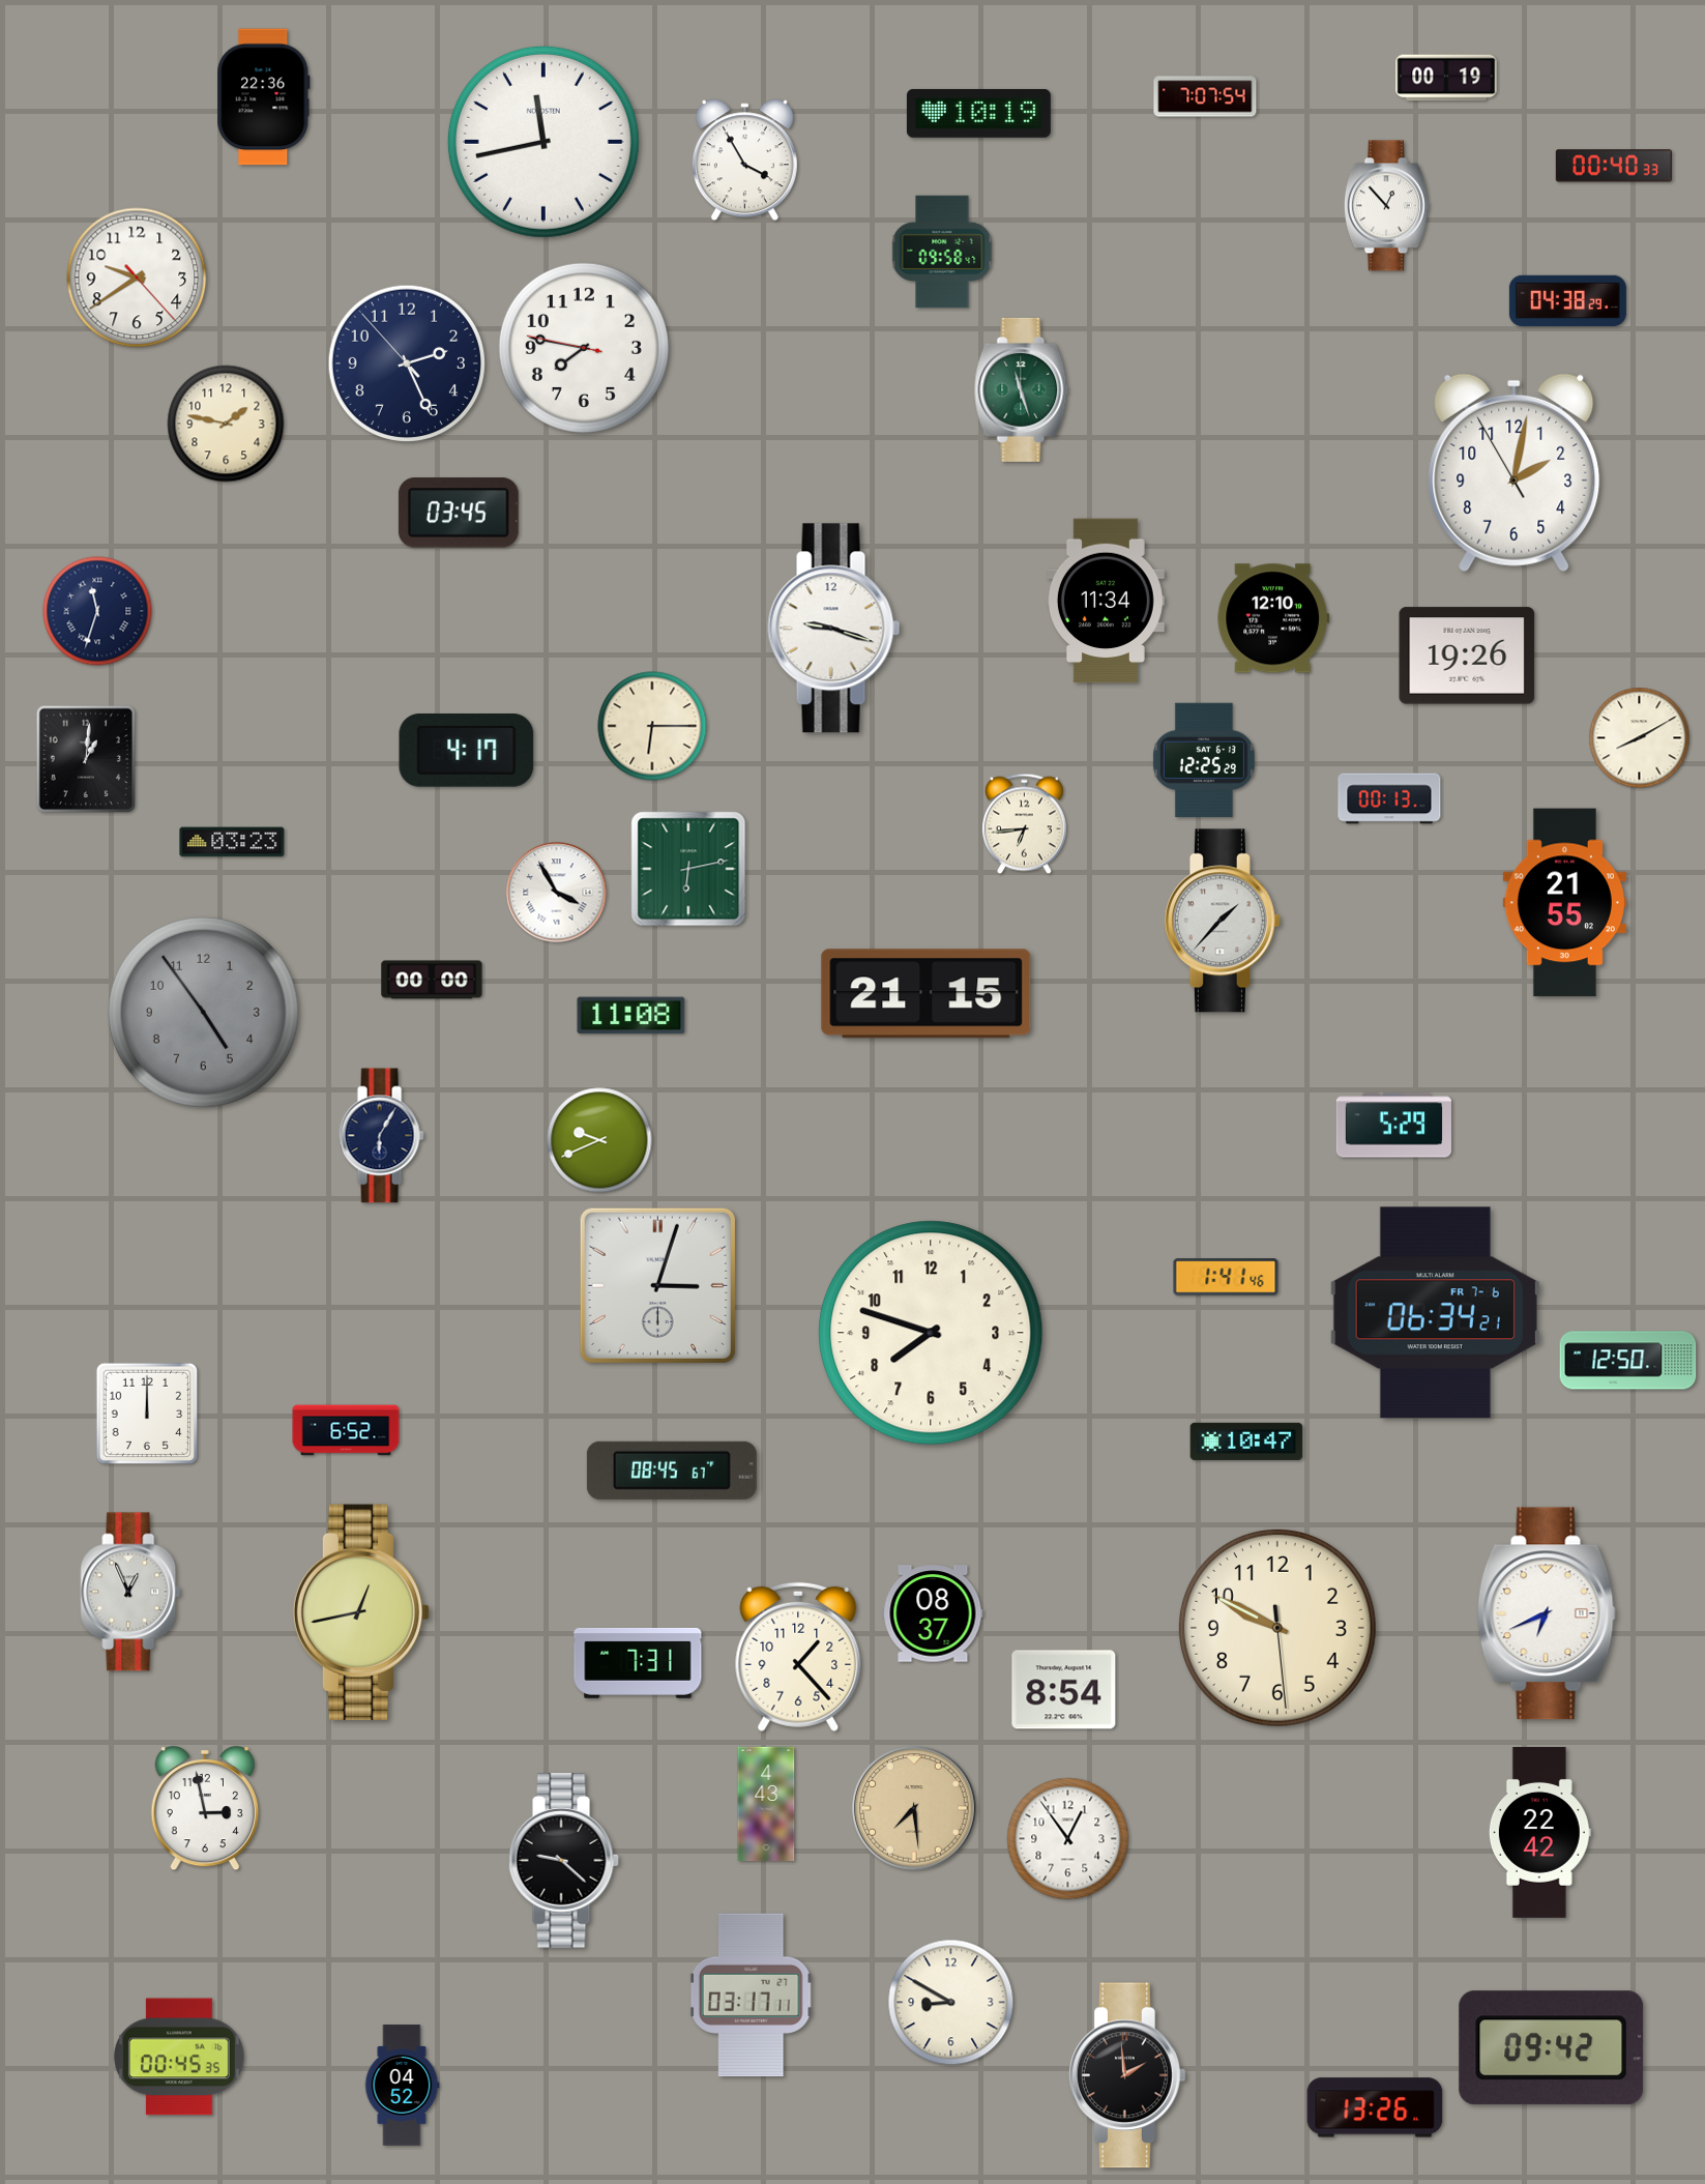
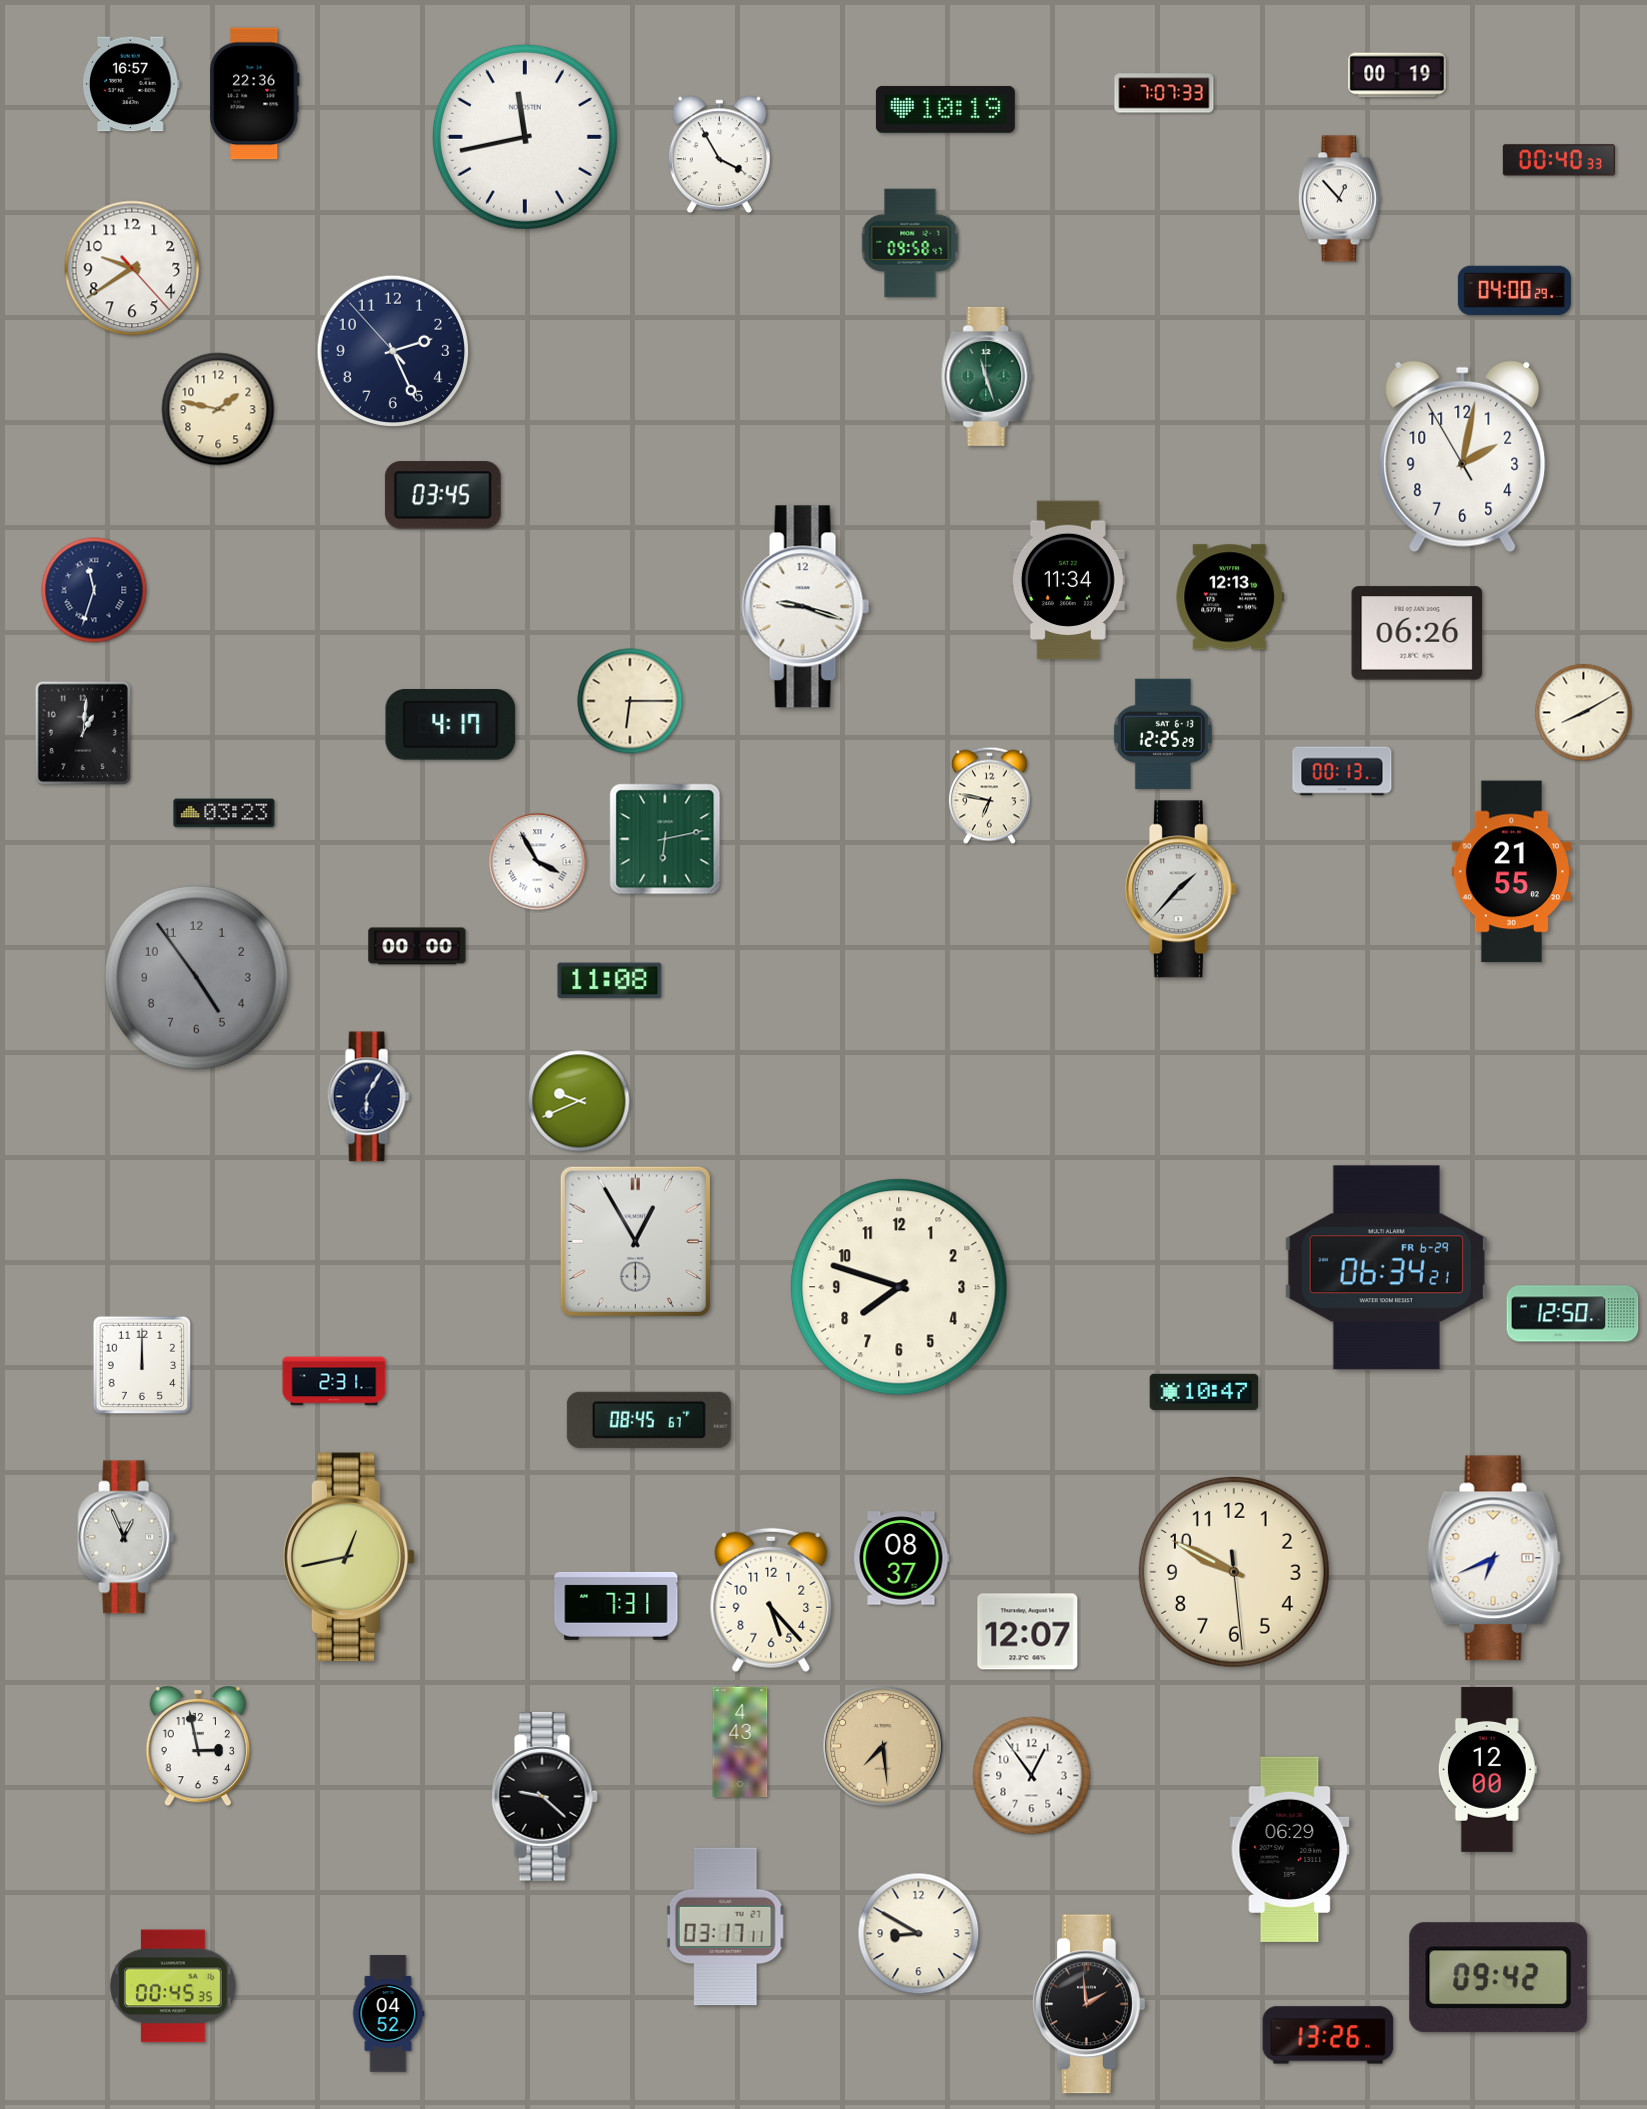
clock at (132, 84): none -> 16:57
clock at (1205, 96): 7:07:54 -> 7:07:33
clock at (1567, 301): 04:38 -> 04:00
clock at (584, 348): 7:46 -> none
clock at (1273, 618): 12:10 -> 12:13
clock at (1467, 656): 19:26 -> 06:26
clock at (1025, 824): 6:44 -> 6:47
clock at (927, 994): 21:15 -> none
clock at (1393, 1126): 5:29 -> none
clock at (1226, 1277): 1:41 -> none
clock at (657, 1285): 3:03 -> 12:55
clock at (1435, 1313) date: FR 7-6 -> FR 6-29
clock at (346, 1430): 6:52 -> 2:31
clock at (798, 1657): 1:23 -> 5:23
clock at (1064, 1690): 8:54 -> 12:07
clock at (1539, 1832): 22:42 -> 12:00
clock at (1290, 1849): none -> 06:29
